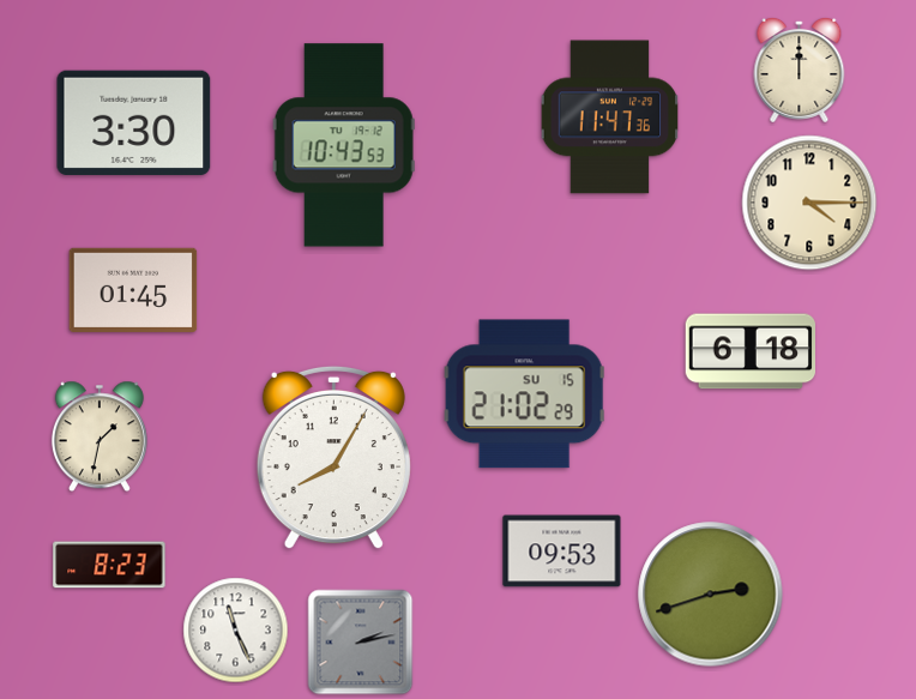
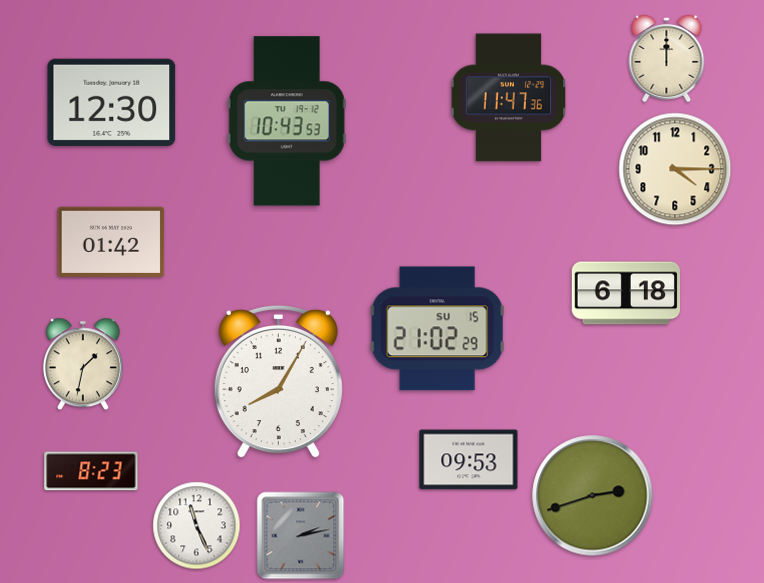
clock at (134, 122): 3:30 -> 12:30
clock at (133, 290): 01:45 -> 01:42
